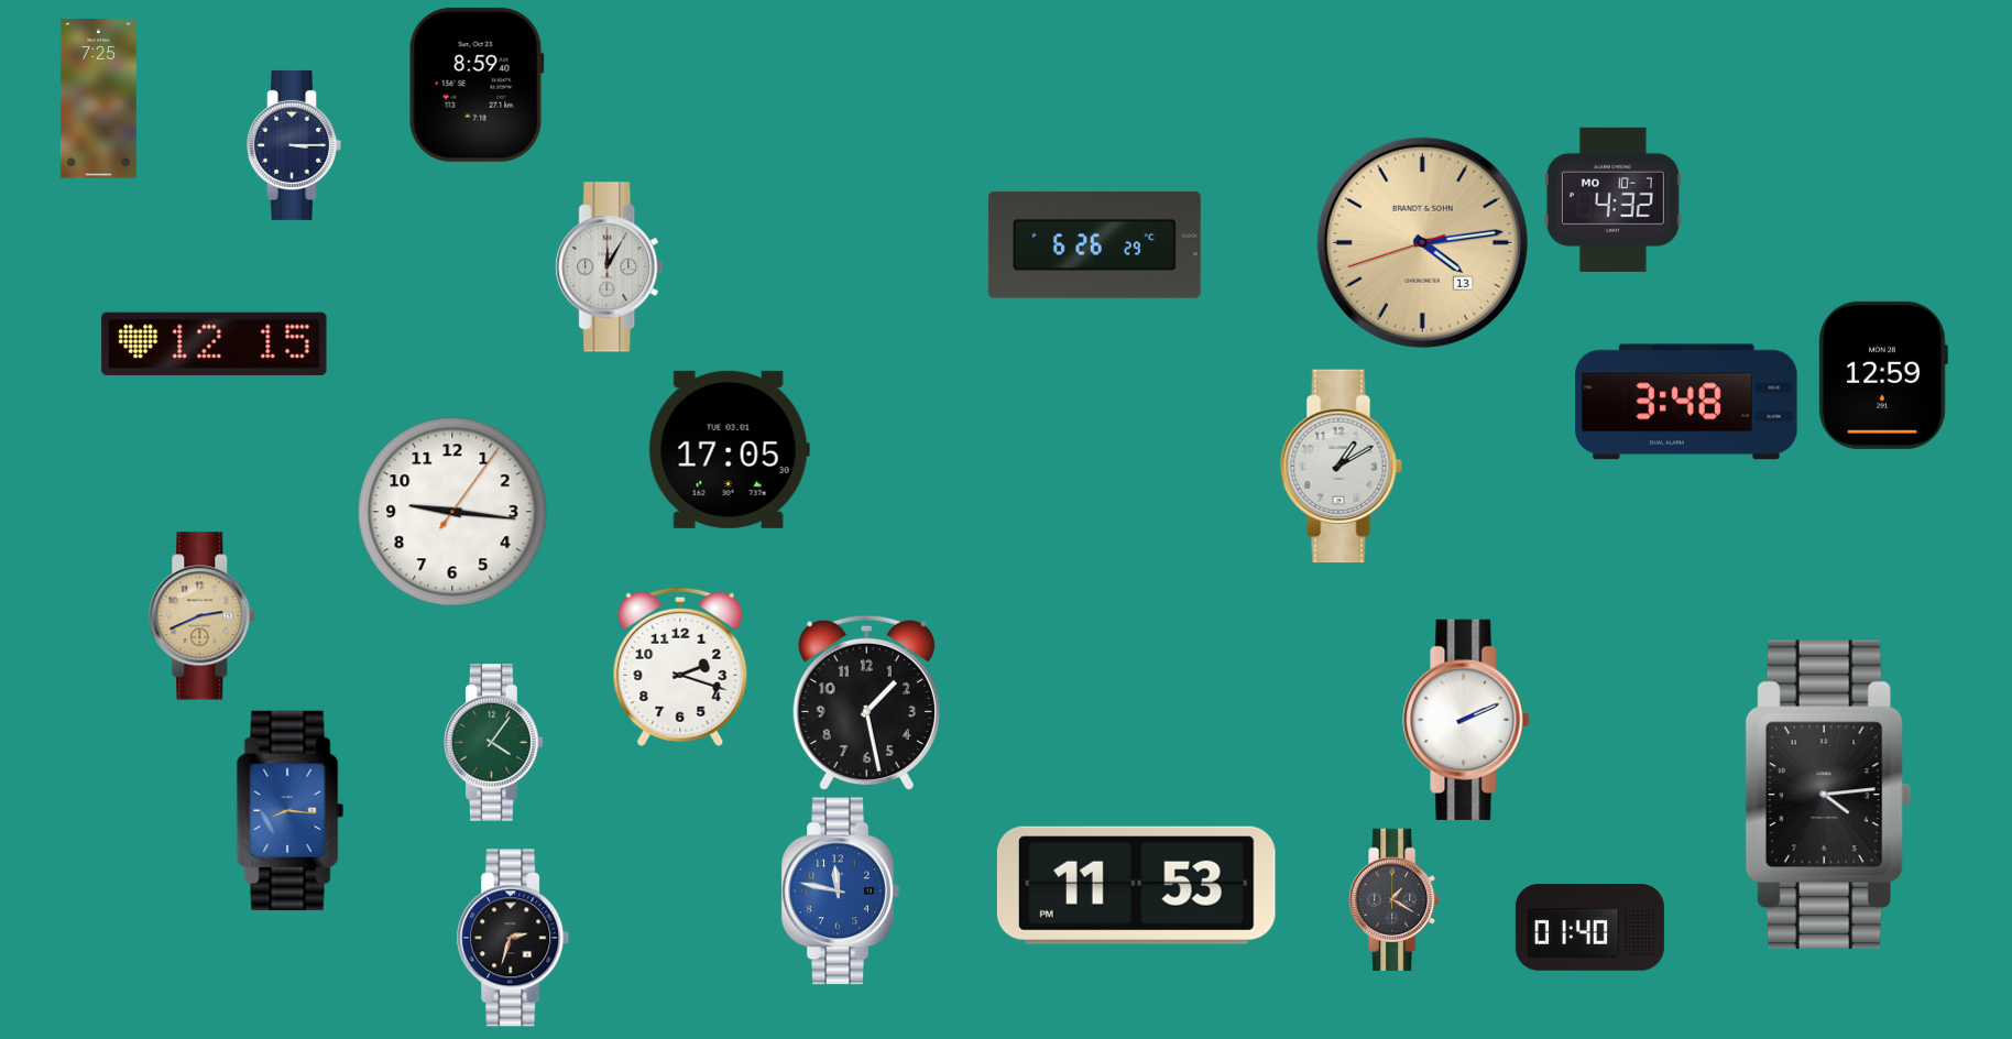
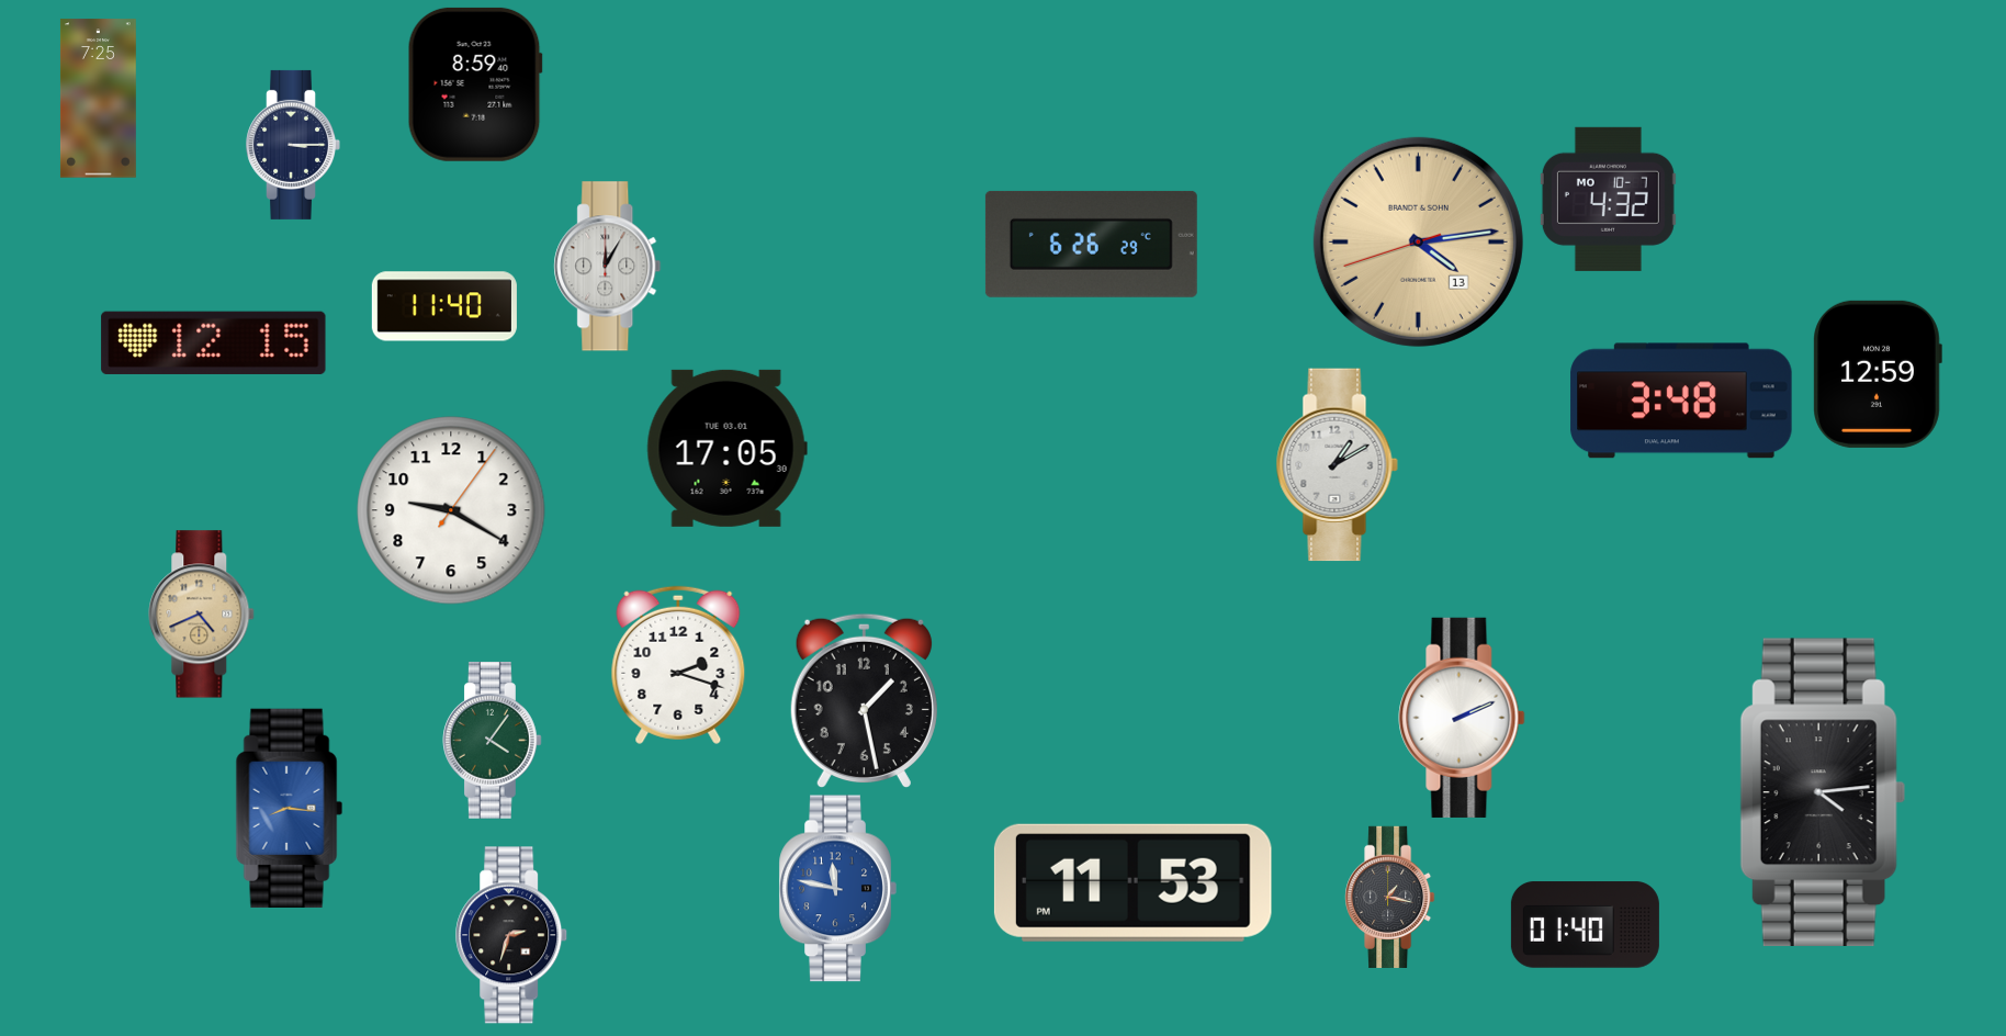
clock at (444, 306): none -> 11:40
clock at (452, 512): 9:16 -> 9:20
clock at (203, 616): 2:41 -> 4:41
clock at (1395, 899): 1:20 -> 1:17
